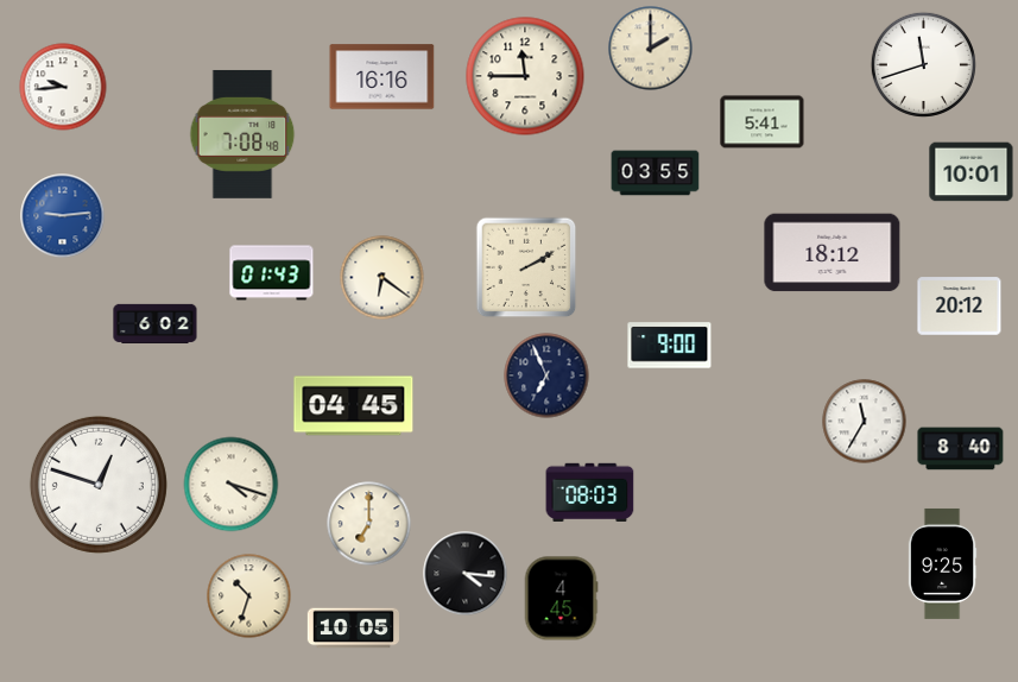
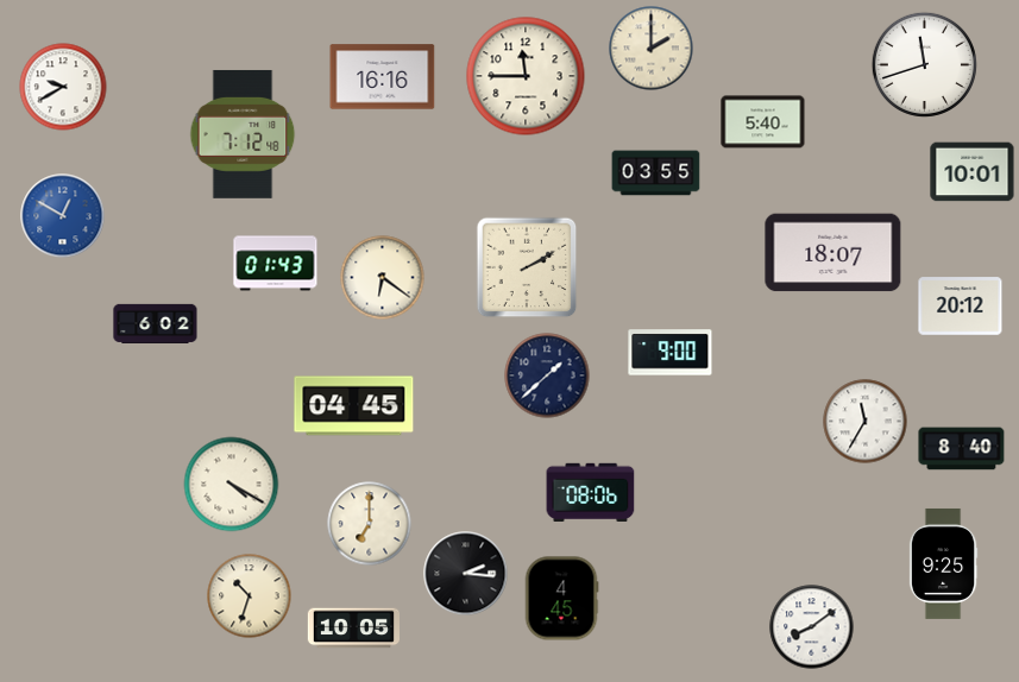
clock at (63, 87): 9:44 -> 9:40
clock at (763, 122): 5:41 -> 5:40
clock at (242, 134): 7:08 -> 7:12
clock at (63, 216): 9:14 -> 12:50
clock at (833, 253): 18:12 -> 18:07
clock at (272, 273) position: (272, 273) -> (276, 264)
clock at (670, 346) position: (670, 346) -> (671, 353)
clock at (546, 375): 6:56 -> 1:38
clock at (99, 485): 12:48 -> none
clock at (232, 485): 4:18 -> 4:20
clock at (590, 492): 08:03 -> 08:06
clock at (466, 574): 4:16 -> 2:16
clock at (812, 627): none -> 8:09
